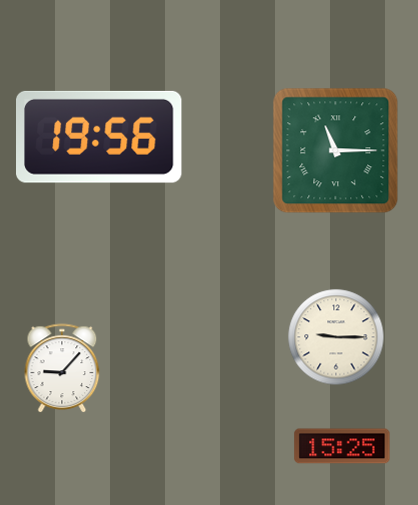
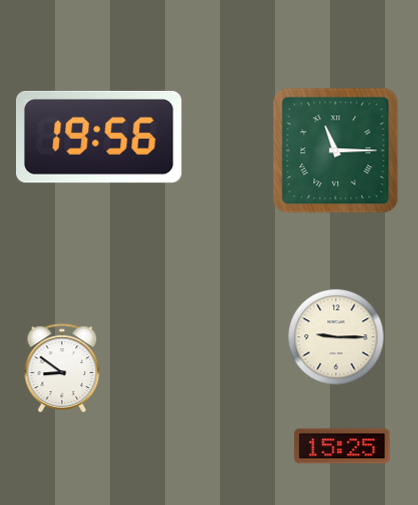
clock at (62, 368): 9:07 -> 8:51
